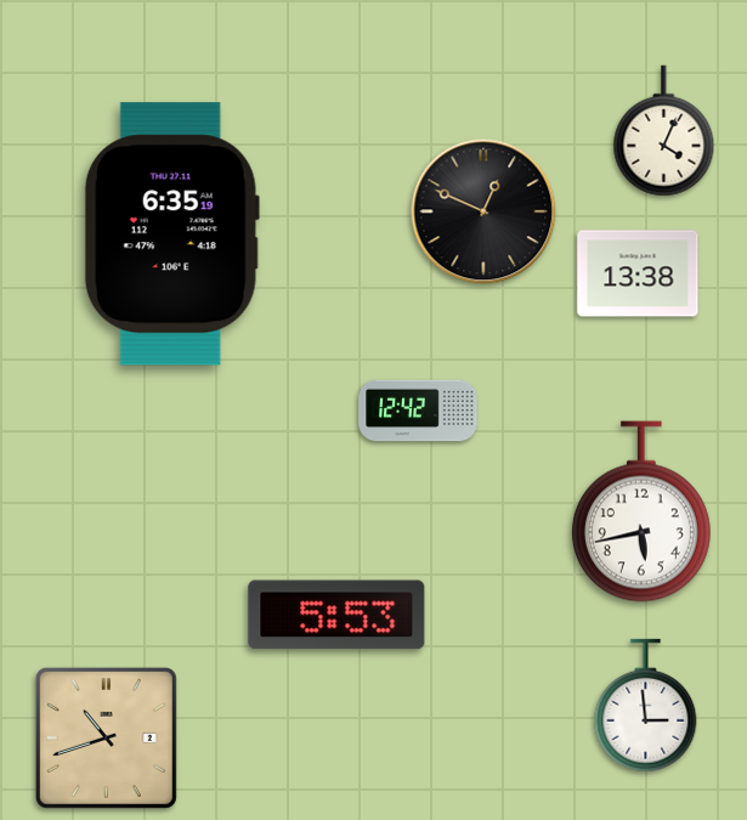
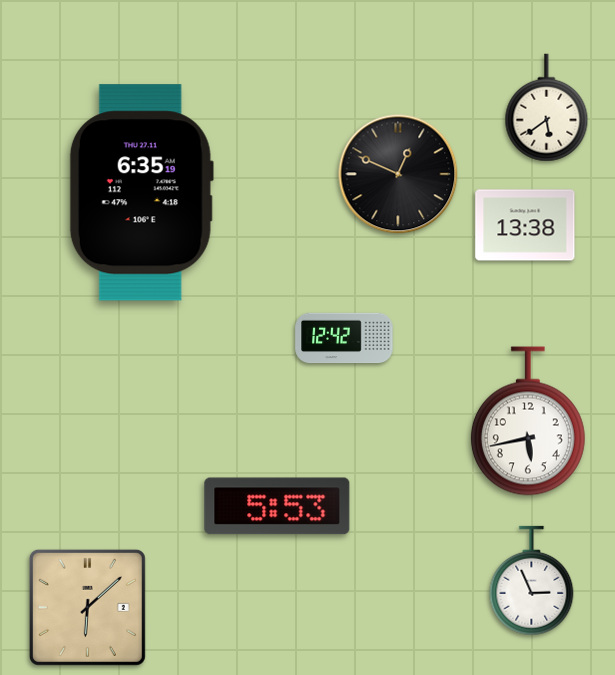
clock at (664, 131): 4:04 -> 5:39
clock at (646, 706): 2:59 -> 2:56
clock at (106, 737): 10:42 -> 6:08
